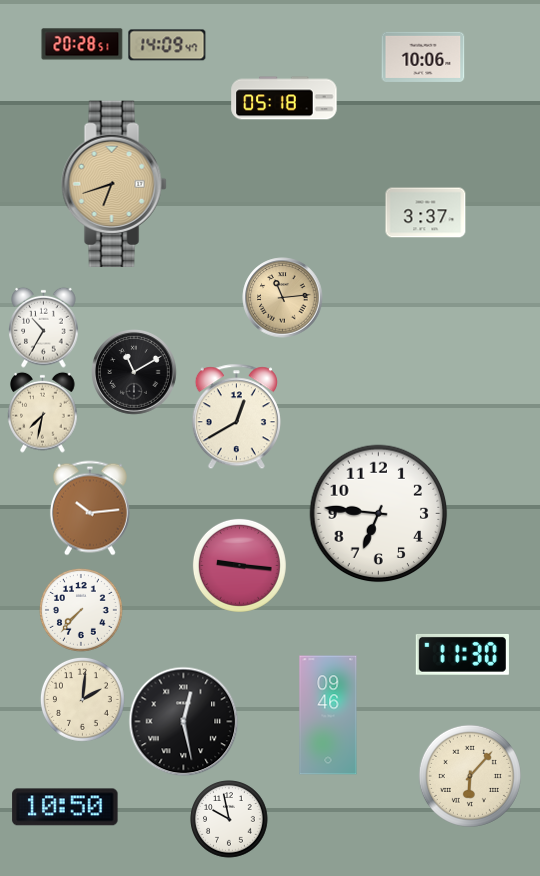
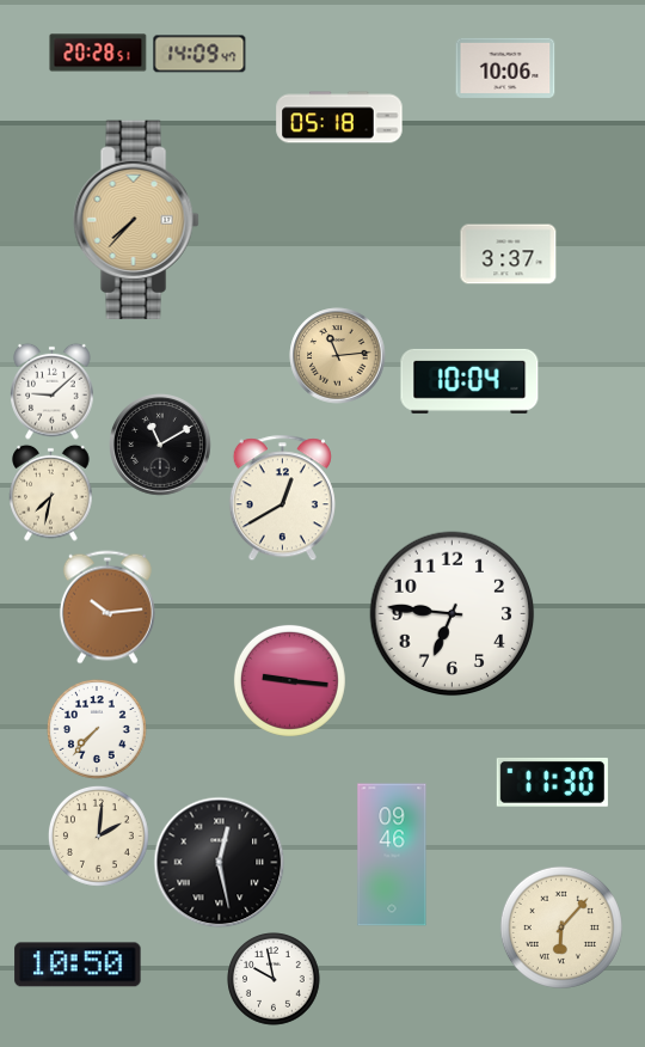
clock at (114, 184): 6:42 -> 7:37
clock at (469, 381): none -> 10:04
clock at (44, 327): 10:35 -> 9:08
clock at (239, 565) position: (239, 565) -> (289, 680)
